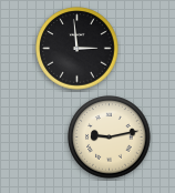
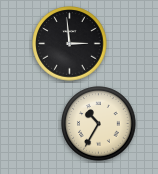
clock at (110, 138): 9:13 -> 10:35
